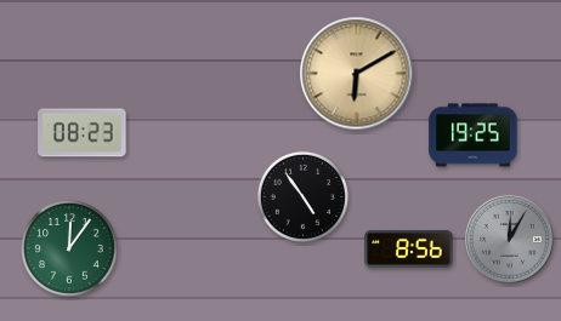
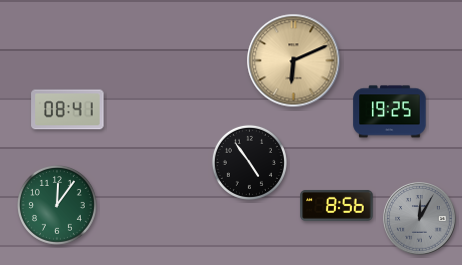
clock at (357, 74): 6:10 -> 6:11
clock at (83, 133): 08:23 -> 08:41
clock at (510, 240) position: (510, 240) -> (420, 219)
